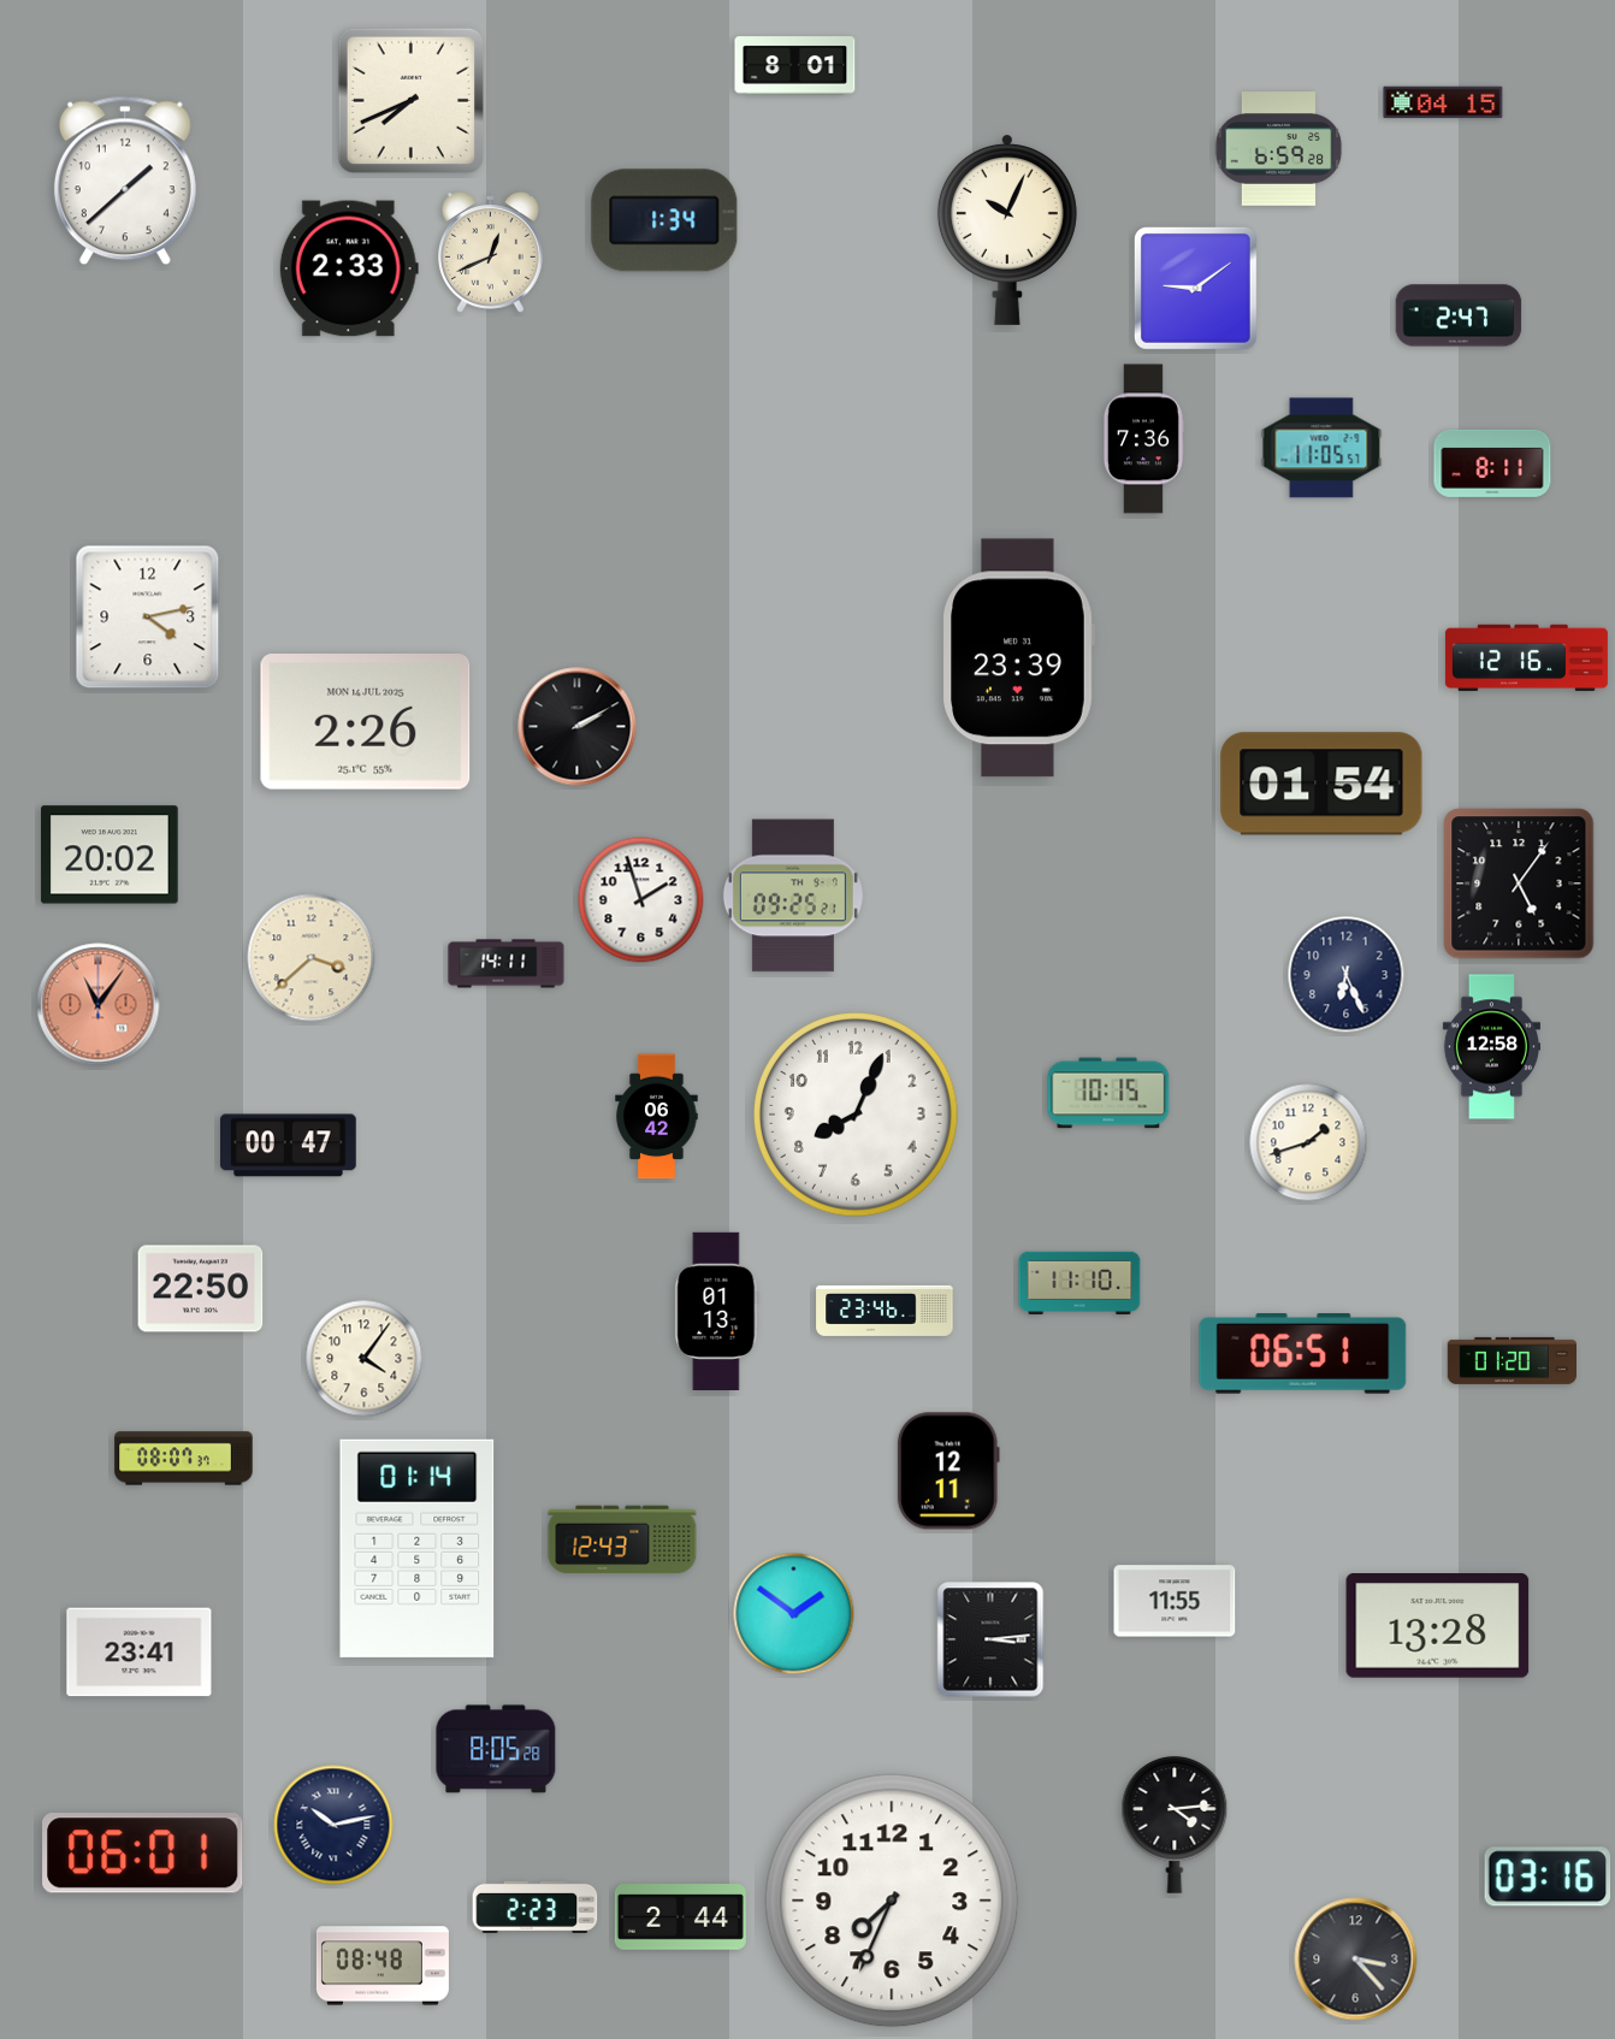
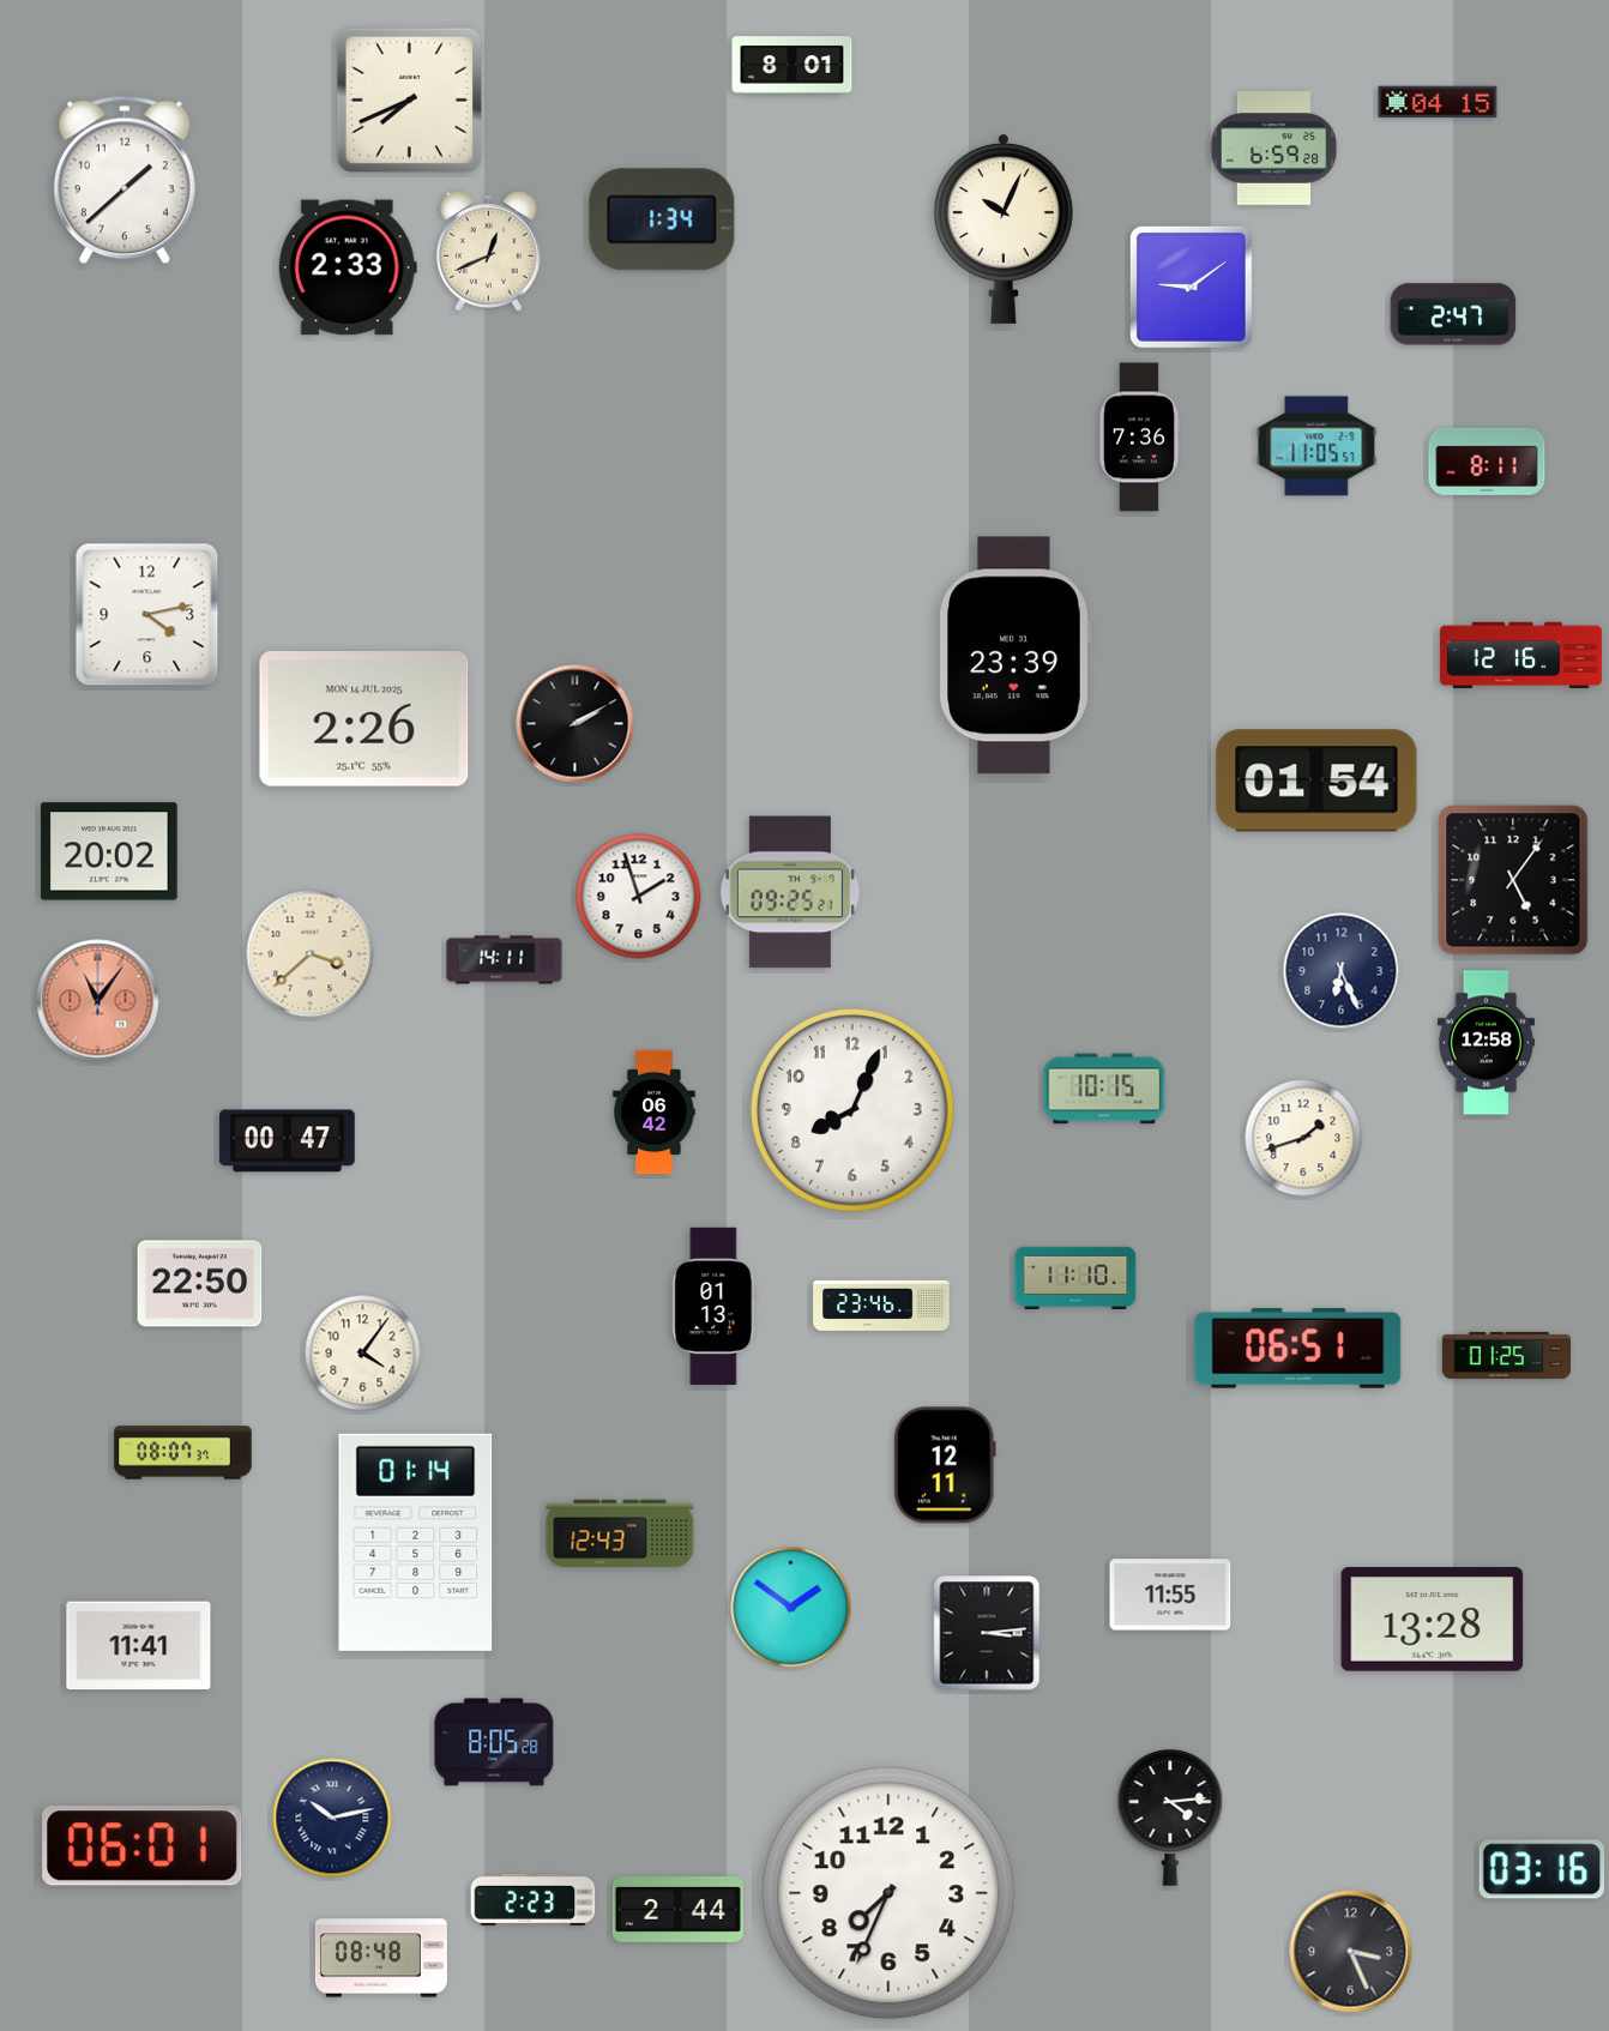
clock at (1512, 1360): 01:20 -> 01:25
clock at (140, 1653): 23:41 -> 11:41
clock at (1356, 1960): 3:23 -> 3:26
